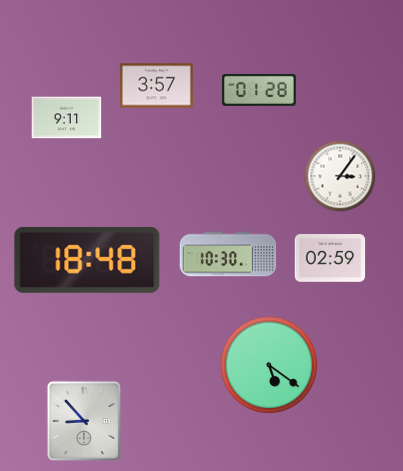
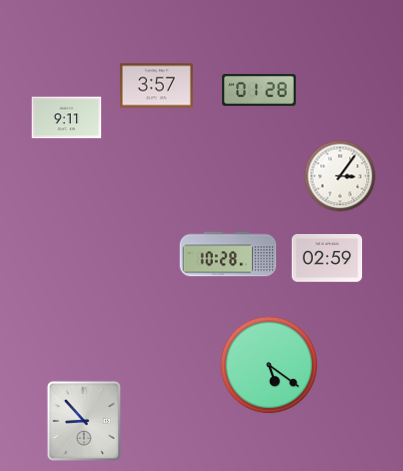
clock at (228, 254): 10:30 -> 10:28
clock at (330, 259) position: (330, 259) -> (327, 259)
clock at (87, 260): 18:48 -> none
